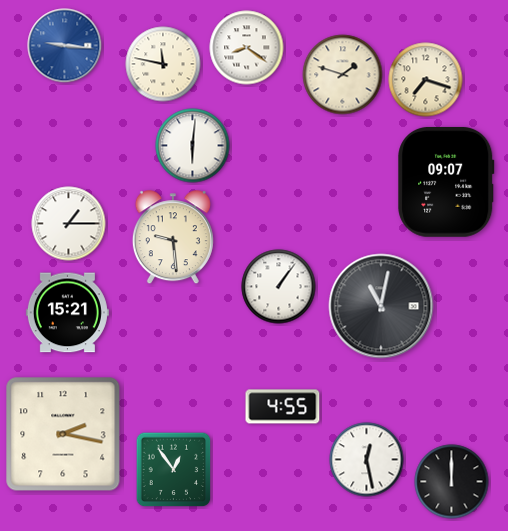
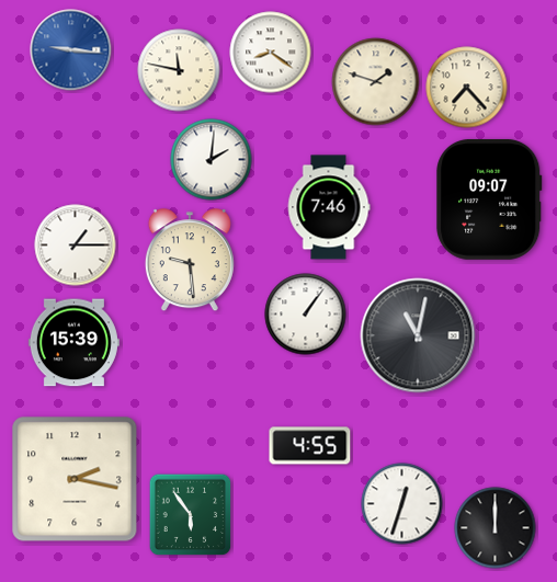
clock at (426, 80): 7:18 -> 7:23
clock at (193, 146): 6:01 -> 2:01
clock at (329, 207): none -> 7:46
clock at (67, 313): 15:21 -> 15:39
clock at (63, 434) position: (63, 434) -> (75, 479)
clock at (367, 460): 12:28 -> 12:33
clock at (174, 470): 12:54 -> 5:54
